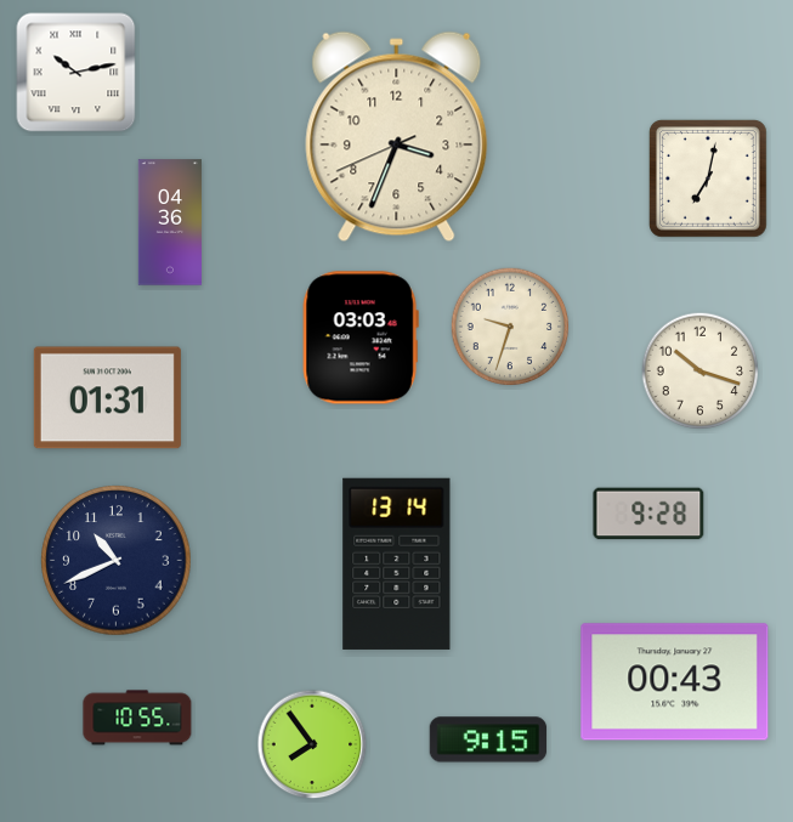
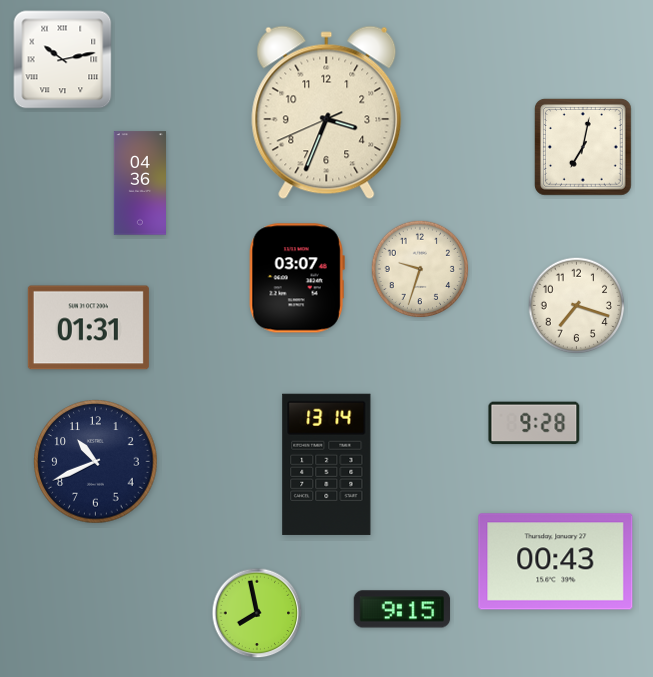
clock at (361, 338): 03:03 -> 03:07
clock at (701, 372): 10:18 -> 7:18
clock at (137, 718): 10:55 -> none
clock at (312, 744): 7:54 -> 7:58
